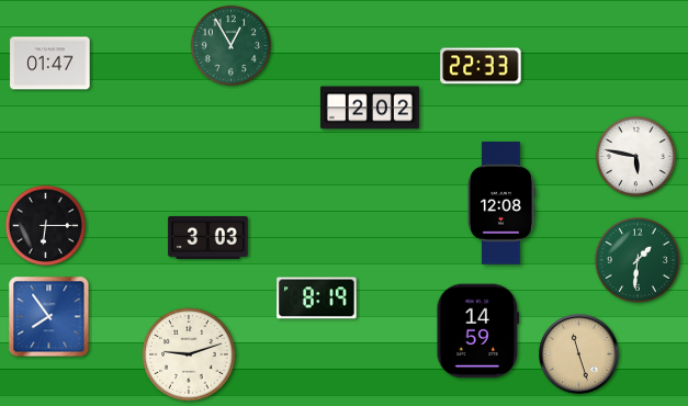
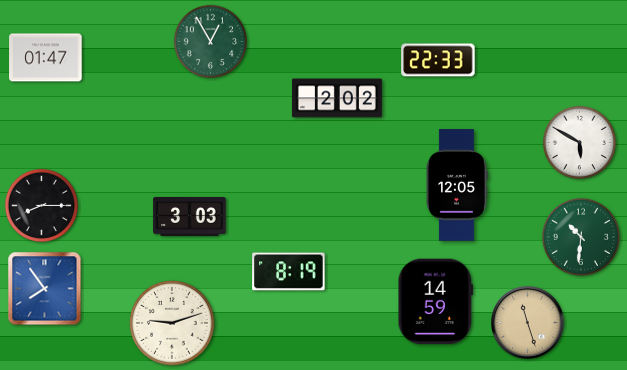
clock at (635, 156): 5:47 -> 5:50
clock at (501, 203): 12:08 -> 12:05
clock at (45, 225): 6:15 -> 8:15
clock at (638, 260): 1:31 -> 10:31
